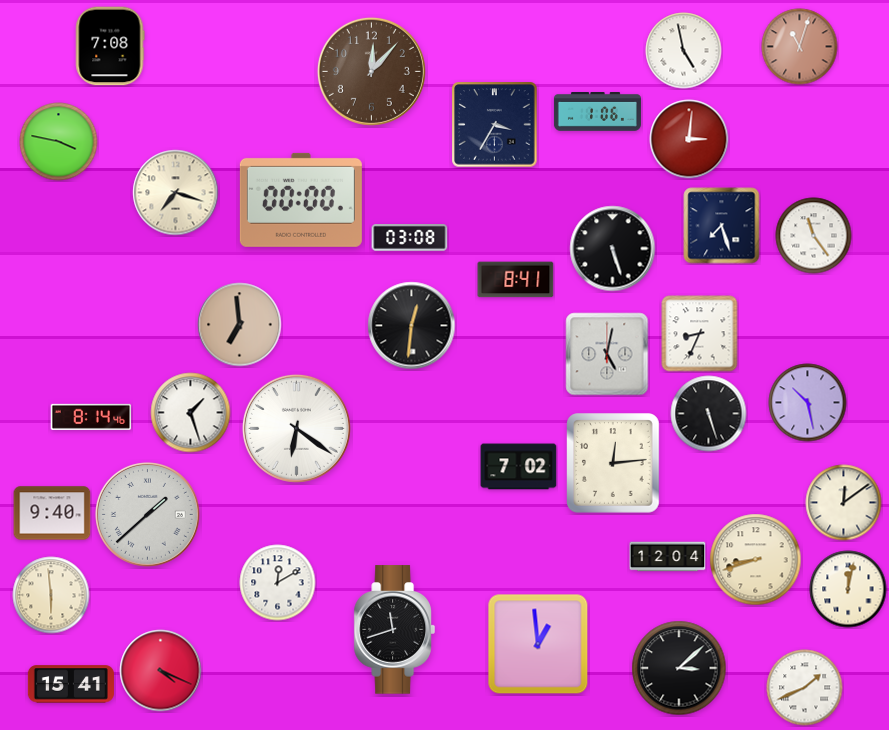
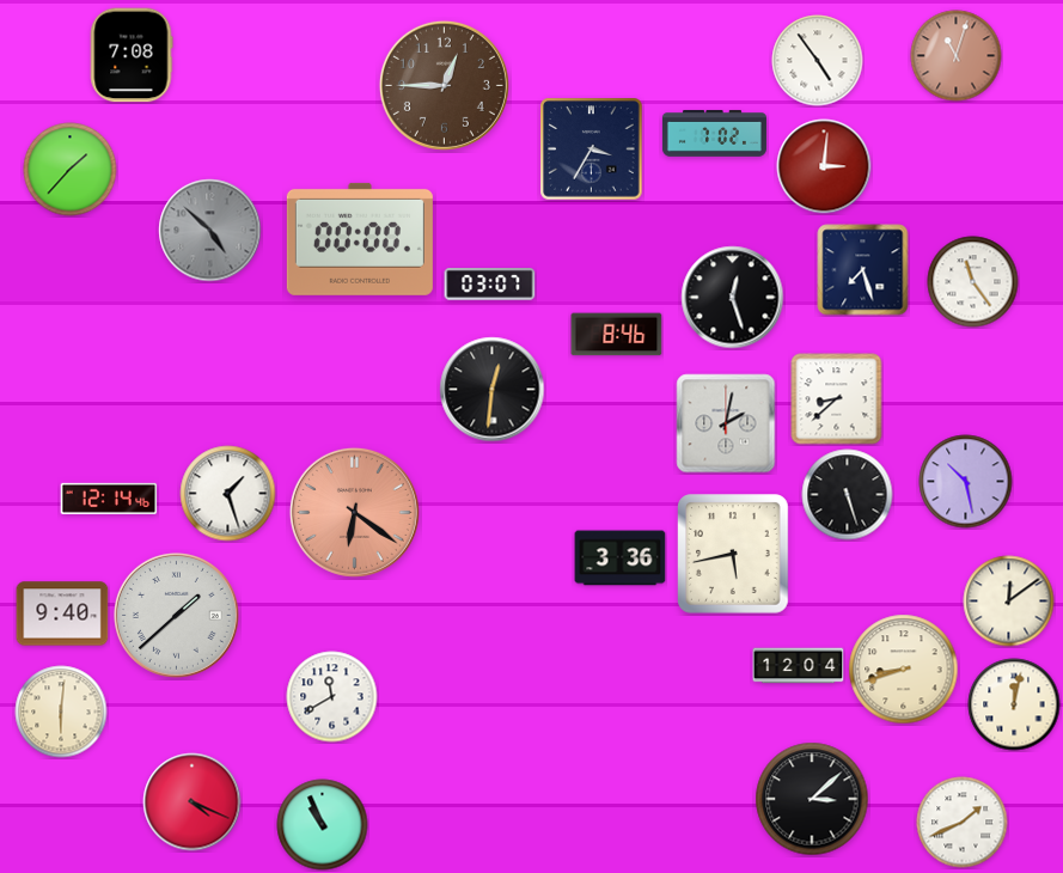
clock at (684, 51): 4:58 -> 4:54
clock at (371, 71): 12:07 -> 12:45
clock at (597, 112): 1:06 -> 7:02
clock at (59, 142): 3:47 -> 1:37
clock at (176, 193): 7:18 -> 4:52
clock at (176, 193) dial: cream -> grey
clock at (410, 238): 03:08 -> 03:07
clock at (613, 249): 5:27 -> 12:27
clock at (516, 280): 8:41 -> 8:46
clock at (240, 325): 6:59 -> none
clock at (700, 334): 8:34 -> 8:38
clock at (607, 354): 5:02 -> 2:02
clock at (91, 417): 8:14 -> 12:14
clock at (296, 428) dial: white -> salmon
clock at (613, 463): 12:14 -> 5:43
clock at (519, 467): 7:02 -> 3:36
clock at (278, 583): 12:10 -> 11:40
clock at (51, 595): 5:59 -> 6:01
clock at (394, 630): 11:42 -> none
clock at (538, 644): 12:59 -> none
clock at (71, 684): 15:41 -> none
clock at (323, 825): none -> 10:56
